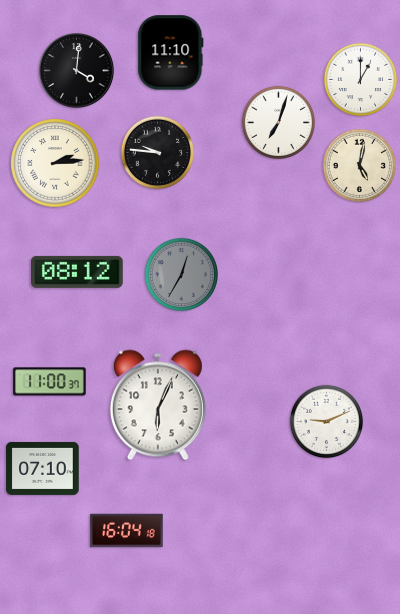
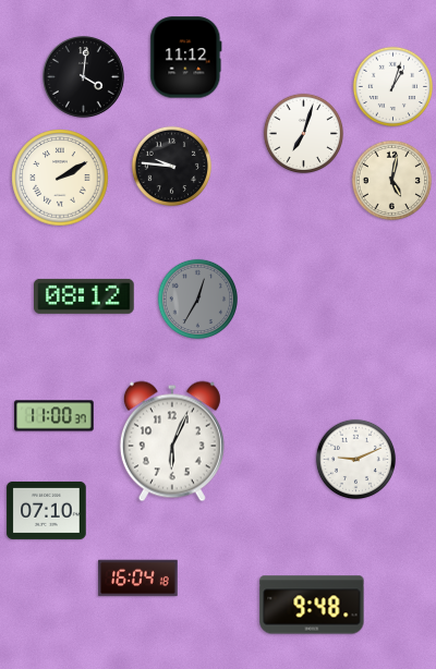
clock at (171, 53): 11:10 -> 11:12
clock at (361, 80): 1:00 -> 1:03
clock at (55, 163): 2:14 -> 2:10
clock at (312, 605): none -> 9:48
